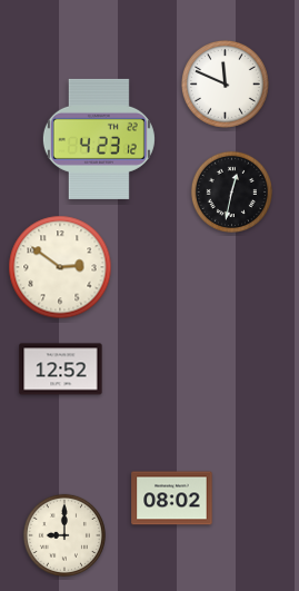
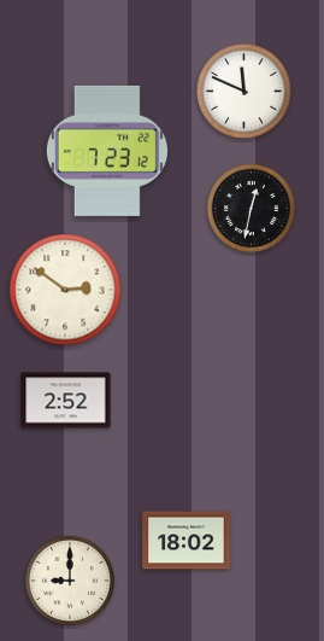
clock at (99, 139): 4:23 -> 7:23
clock at (61, 370): 12:52 -> 2:52
clock at (172, 499): 08:02 -> 18:02
